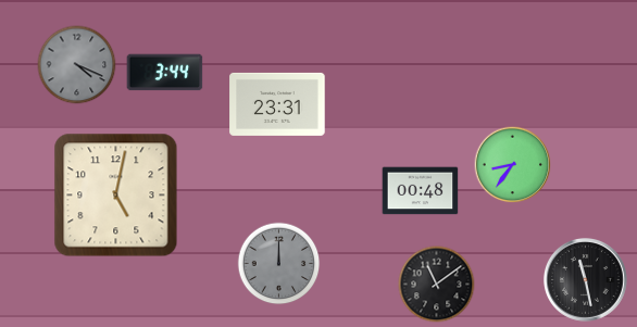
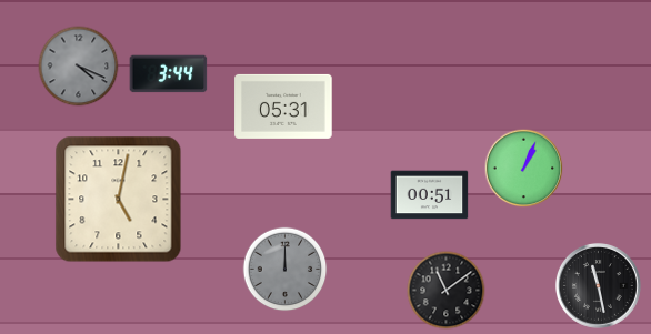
clock at (277, 104): 23:31 -> 05:31
clock at (513, 165): 8:36 -> 1:04
clock at (421, 191): 00:48 -> 00:51
